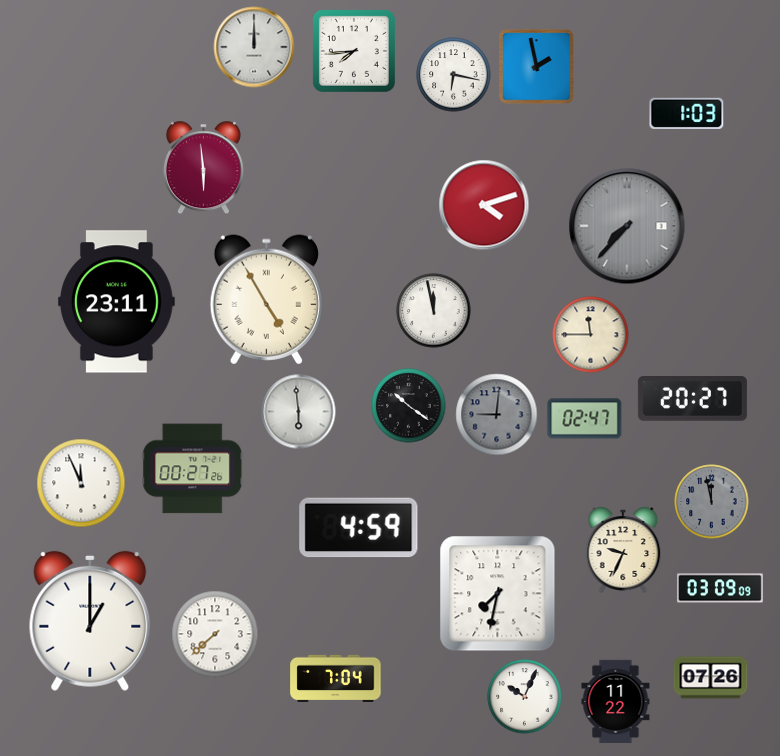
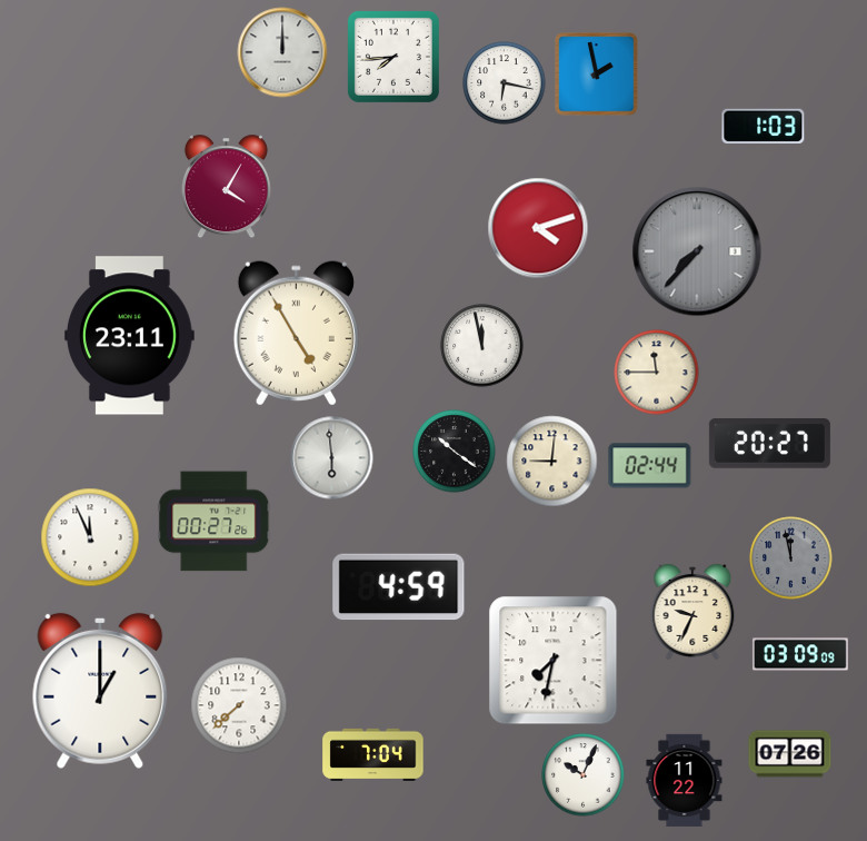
clock at (203, 168): 5:59 -> 4:05
clock at (497, 415) dial: grey -> cream
clock at (585, 419): 02:47 -> 02:44
